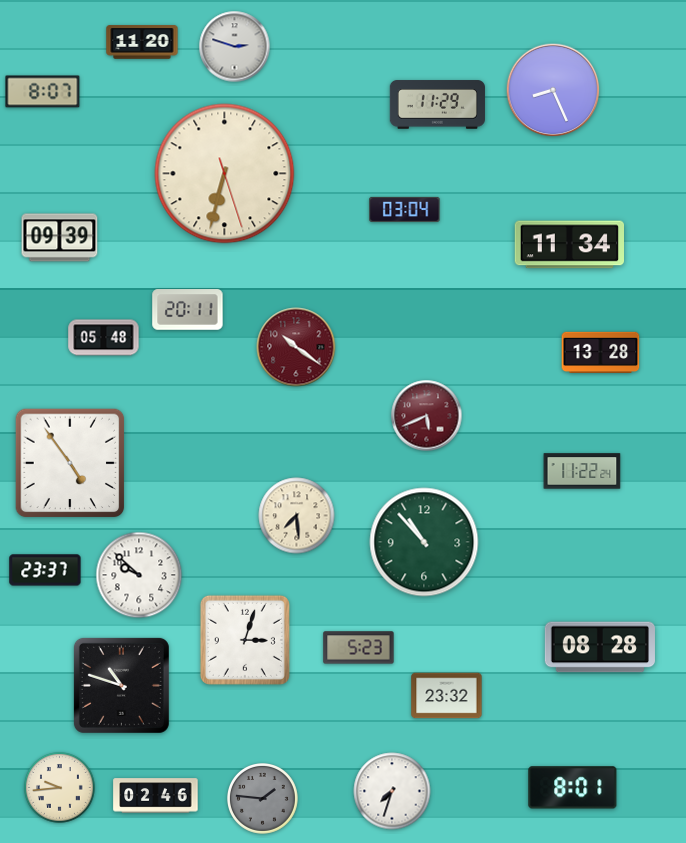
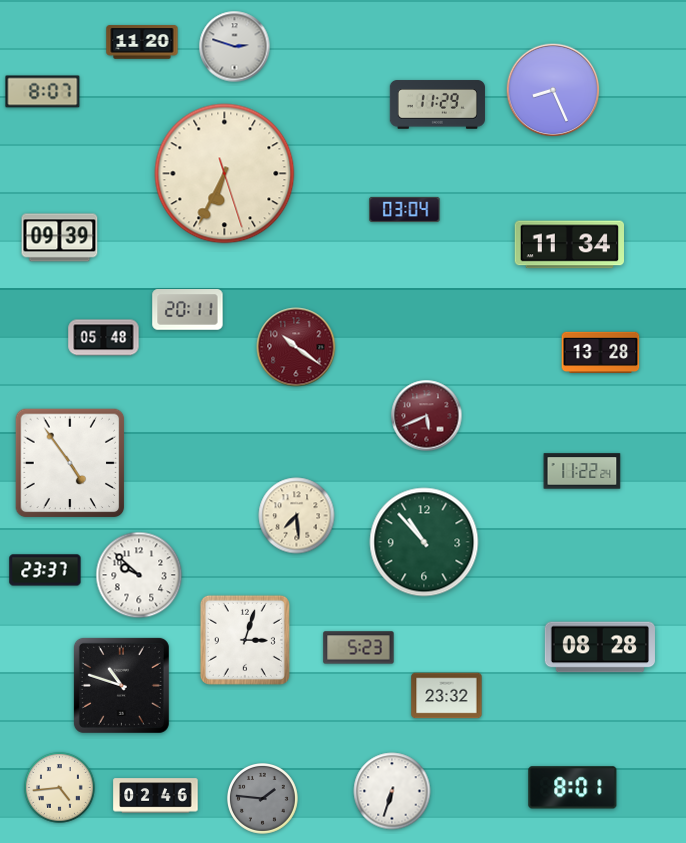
clock at (225, 174): 6:32 -> 6:34
clock at (60, 788): 9:44 -> 4:44
clock at (392, 791): 7:33 -> 6:33
